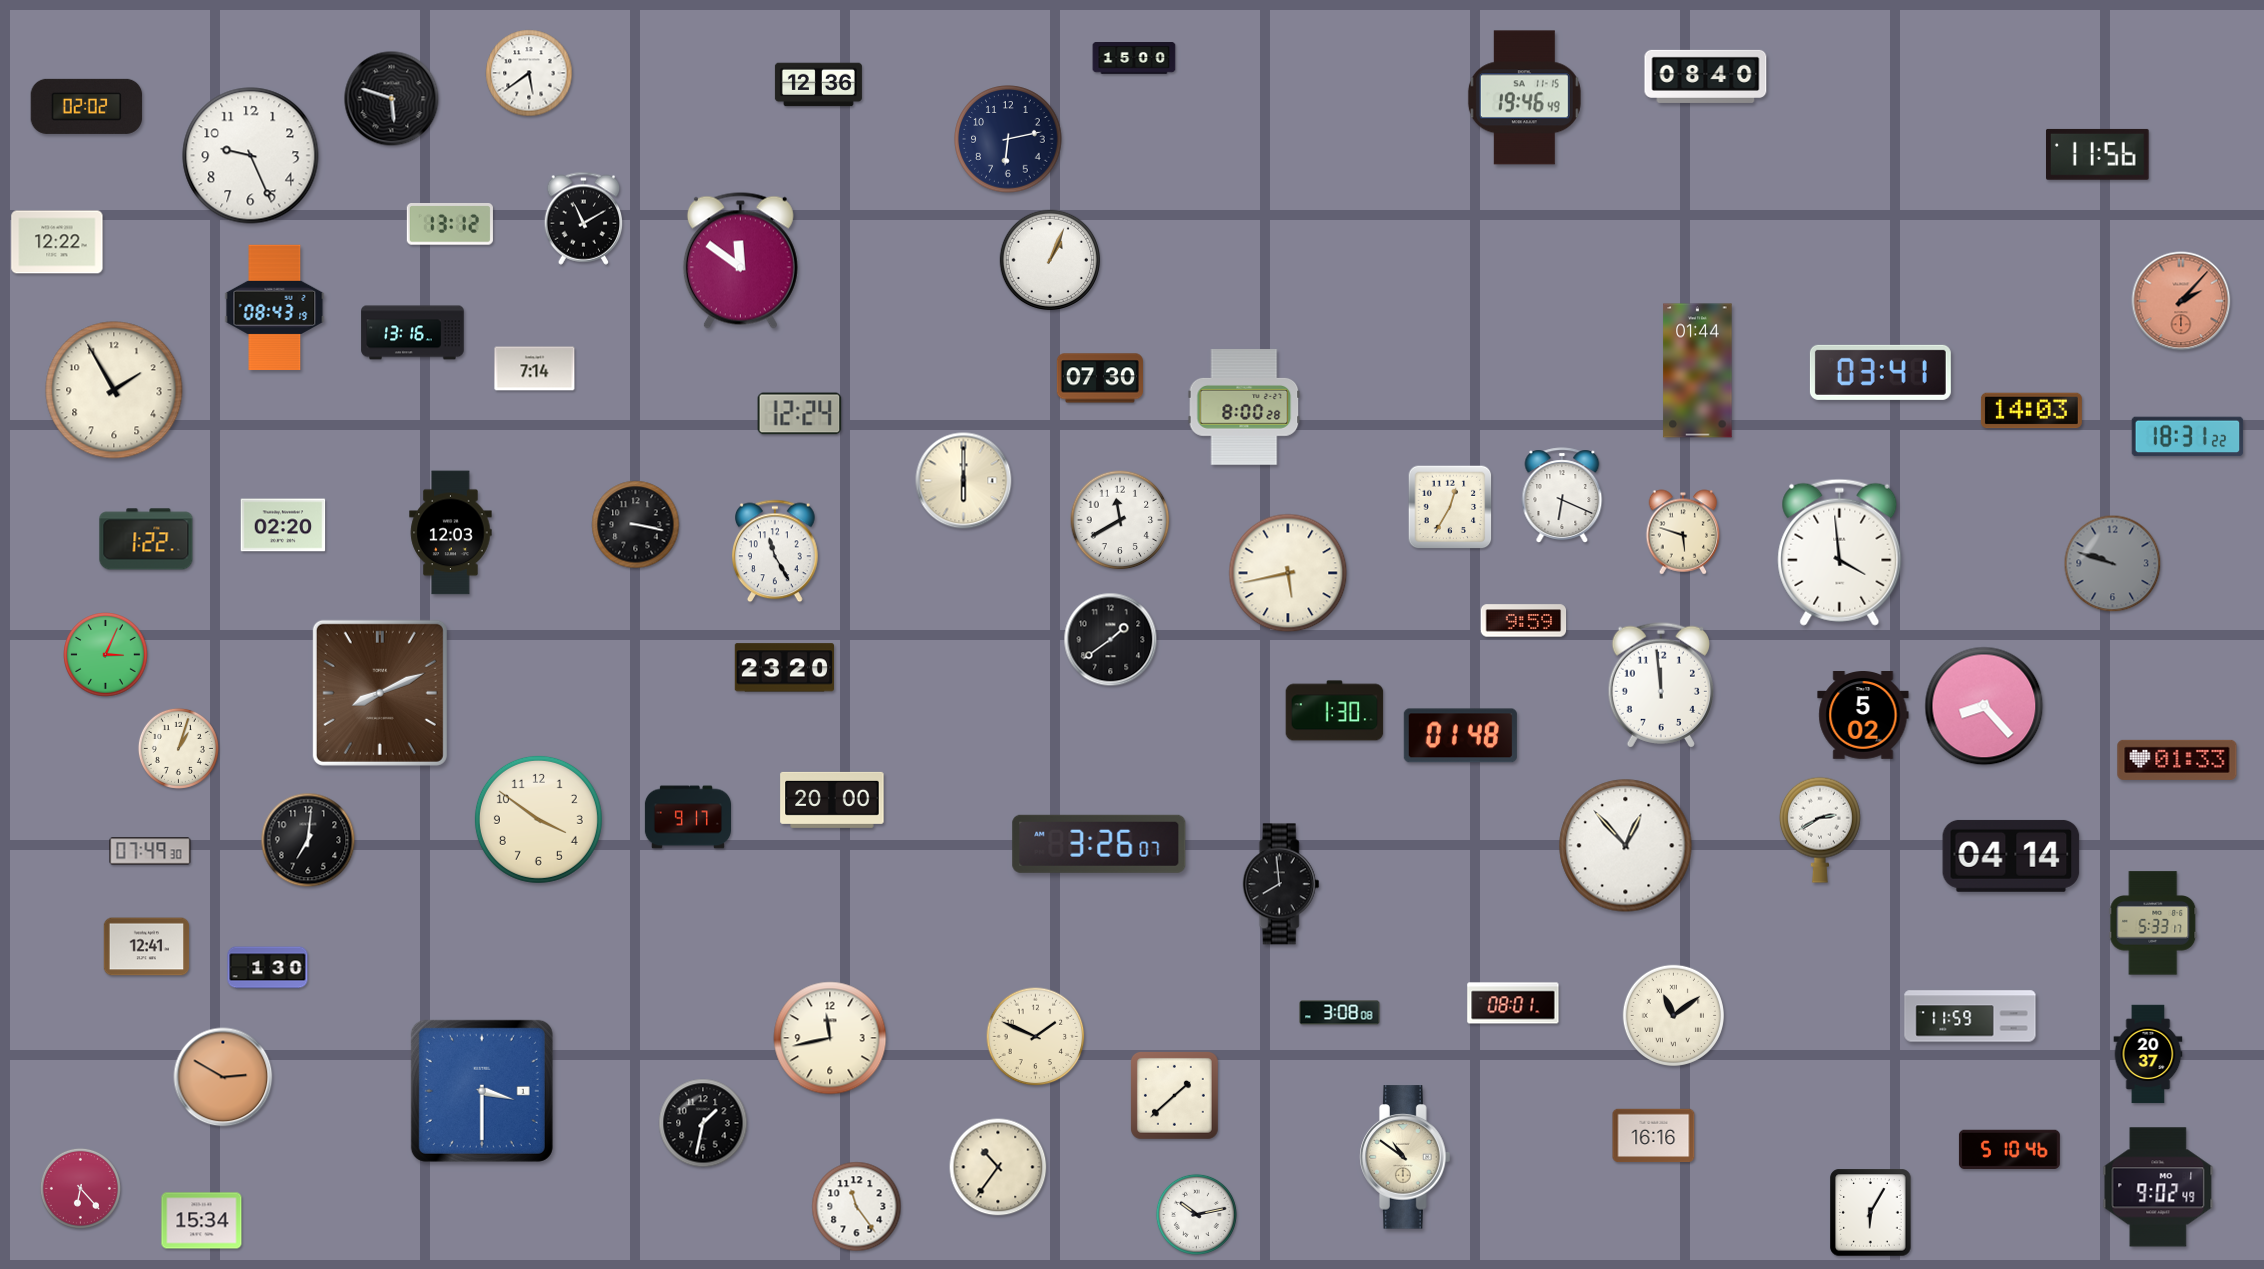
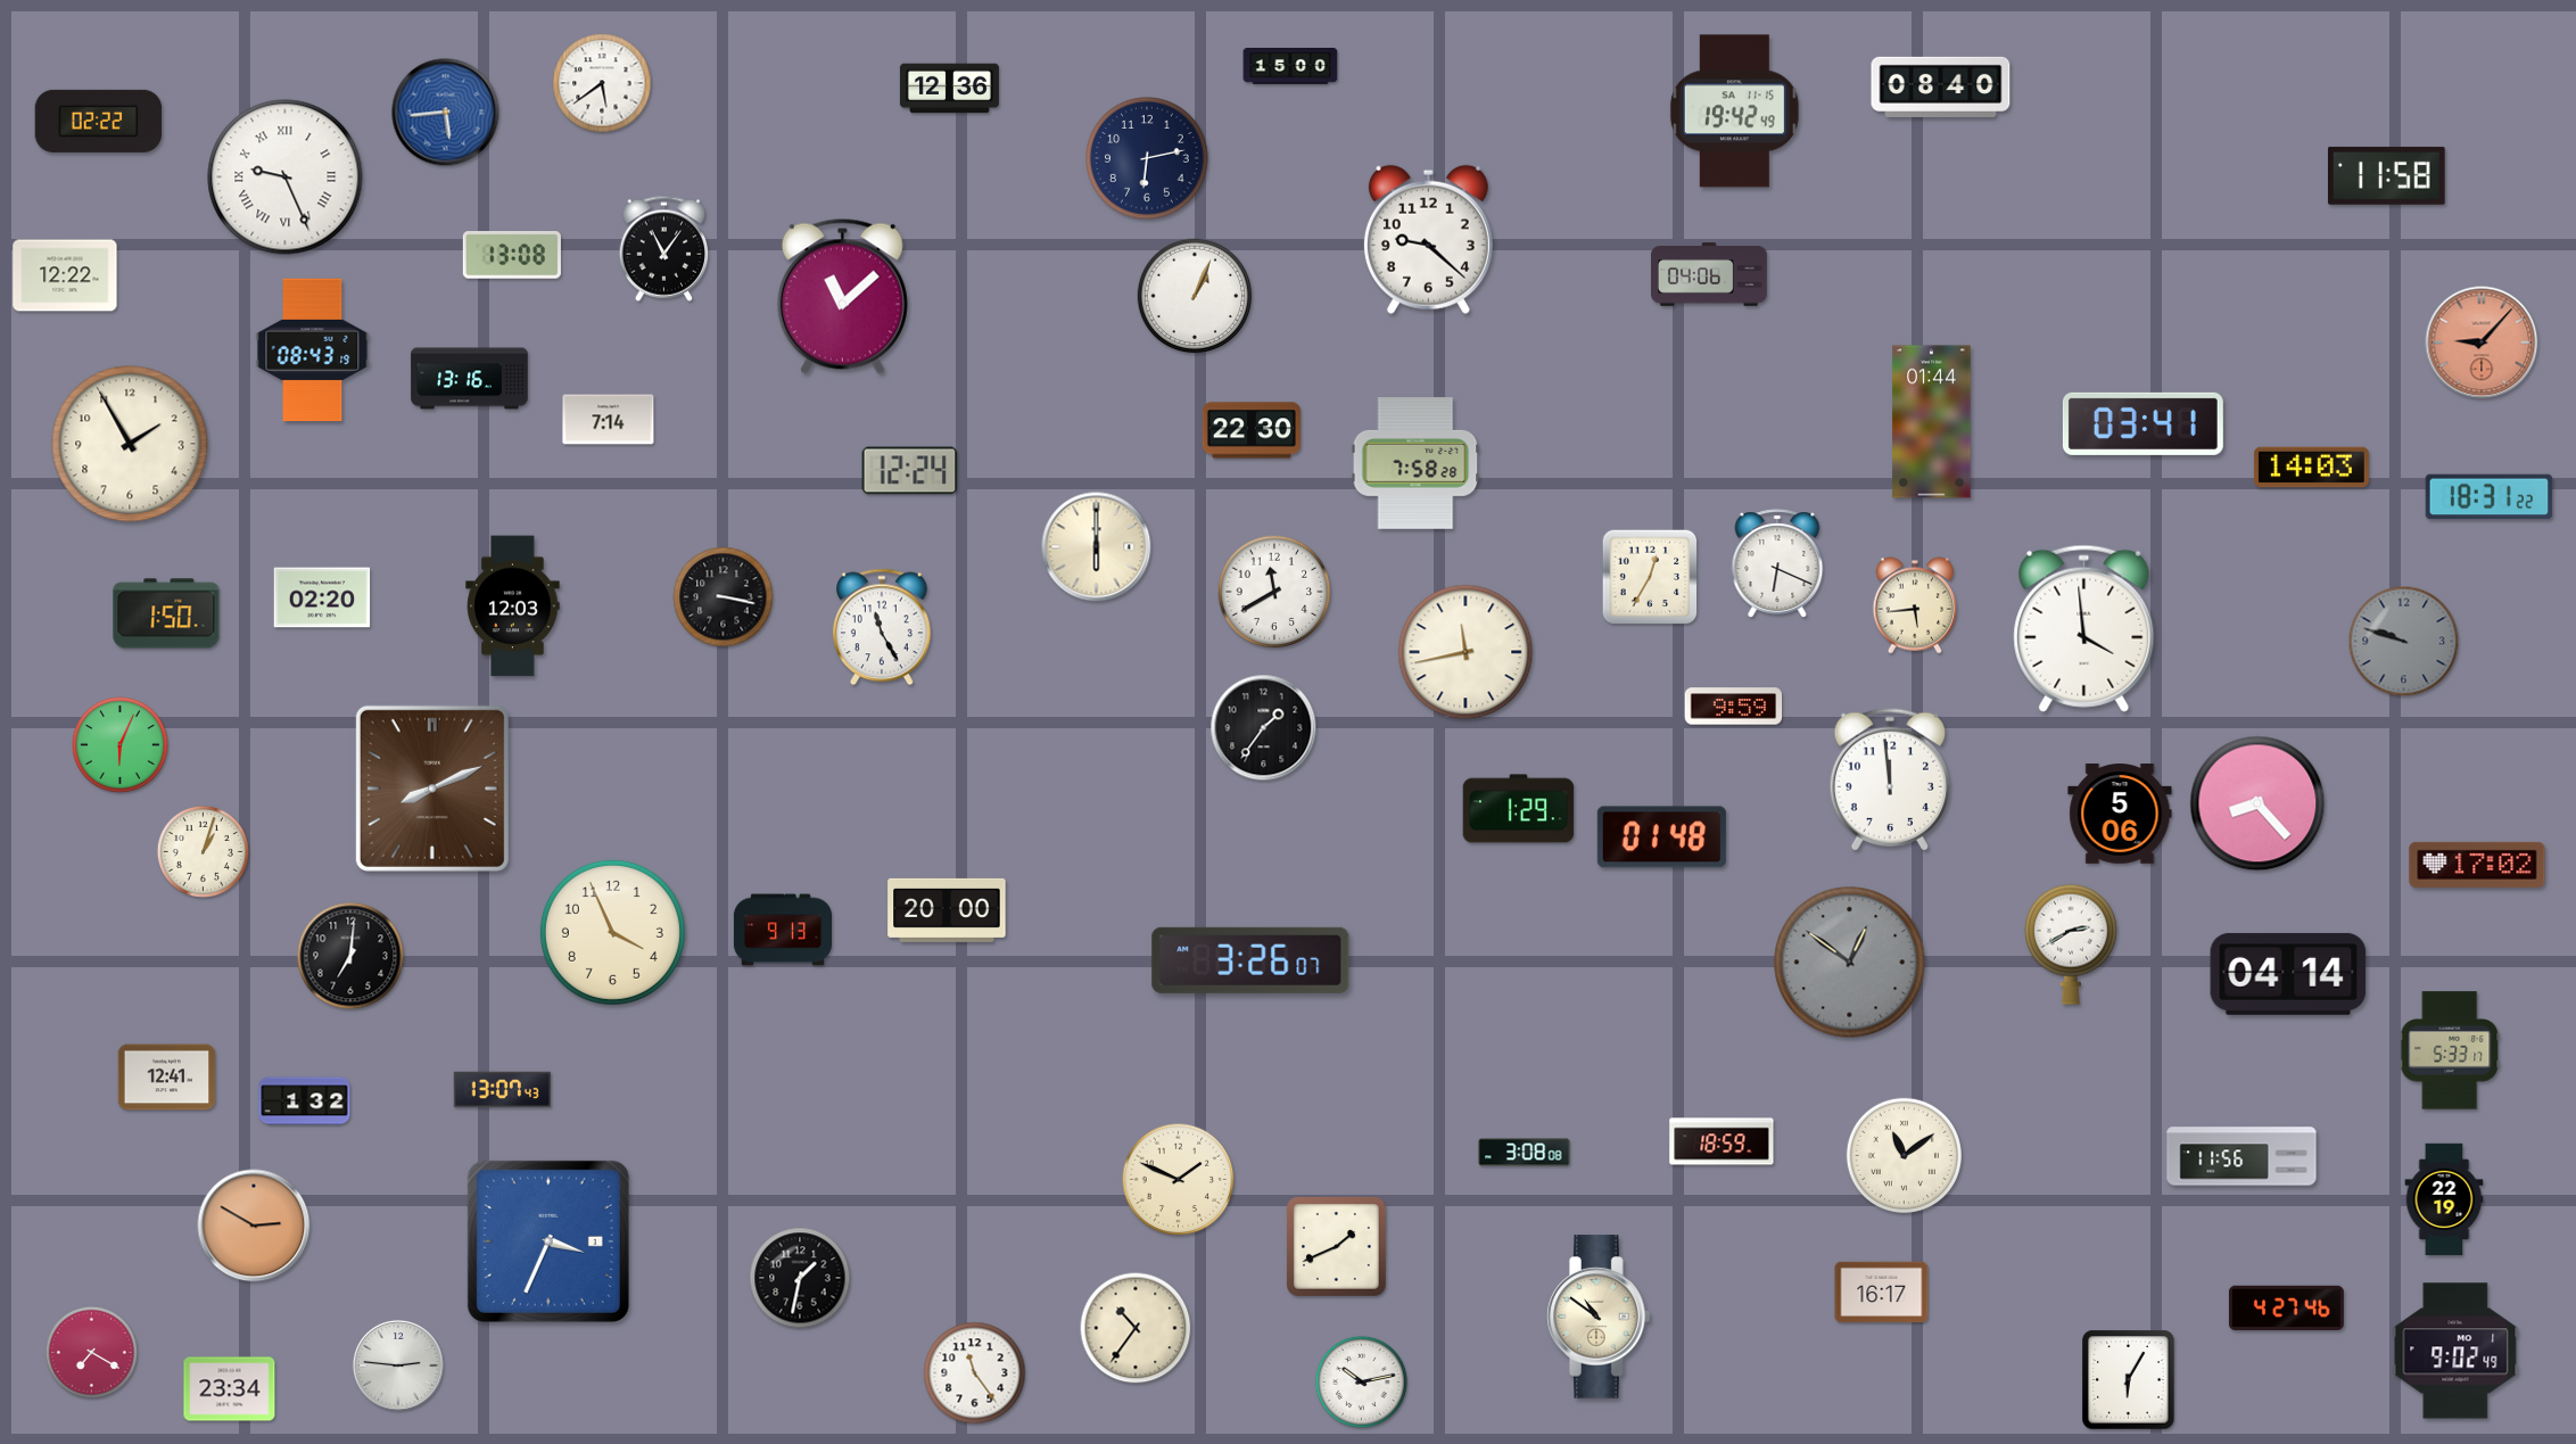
clock at (818, 85) position: (818, 85) -> (949, 89)
clock at (1524, 98): 19:46 -> 19:42
clock at (392, 99): 5:48 -> 5:44
clock at (392, 99) dial: black -> blue
clock at (87, 106): 02:02 -> 02:22
clock at (2098, 154): 11:56 -> 11:58
clock at (251, 156) numerals: Arabic -> Roman
clock at (1428, 239): none -> 9:22
clock at (584, 218): 11:10 -> 11:06
clock at (450, 224): 13:12 -> 13:08
clock at (1709, 274): none -> 04:06
clock at (740, 260): 11:51 -> 11:08
clock at (2181, 301): 2:07 -> 9:07
clock at (1880, 372) position: (1880, 372) -> (2142, 423)
clock at (1100, 378): 07:30 -> 22:30
clock at (1244, 407): 8:00 -> 7:58
clock at (1683, 532): 5:48 -> 5:44
clock at (146, 539): 1:22 -> 1:50
clock at (1840, 552) position: (1840, 552) -> (2084, 628)
clock at (1288, 573): 5:43 -> 11:43
clock at (1111, 640): 1:39 -> 1:36
clock at (106, 655): 3:04 -> 6:04
clock at (784, 668): 23:20 -> none
clock at (1335, 711): 1:30 -> 1:29
clock at (1863, 716): 5:02 -> 5:06
clock at (2177, 760): 01:33 -> 17:02
clock at (687, 817): 9:17 -> 9:13
clock at (538, 819): 3:51 -> 3:56
clock at (1626, 846): 12:53 -> 12:51
clock at (1626, 846) dial: white -> grey
clock at (150, 851): 07:49 -> none
clock at (1281, 884): 7:59 -> none
clock at (503, 1090): none -> 13:07
clock at (268, 968): 1:30 -> 1:32
clock at (1513, 1003): 08:01 -> 18:59
clock at (1970, 1016): 11:59 -> 11:56
clock at (830, 1038): 11:43 -> none
clock at (2148, 1054): 20:37 -> 22:19
clock at (482, 1091): 3:30 -> 3:34
clock at (1174, 1095): 1:38 -> 1:41
clock at (1654, 1136): 16:16 -> 16:17
clock at (2009, 1150): 5:10 -> 4:27
clock at (80, 1188): 6:23 -> 7:20
clock at (398, 1365): none -> 2:46
clock at (202, 1221): 15:34 -> 23:34
